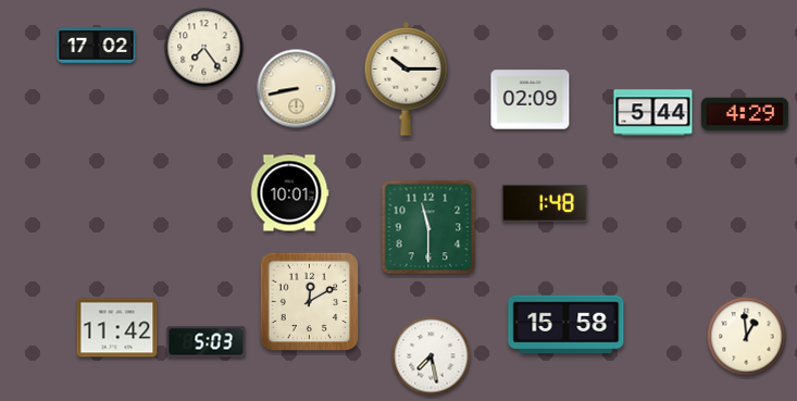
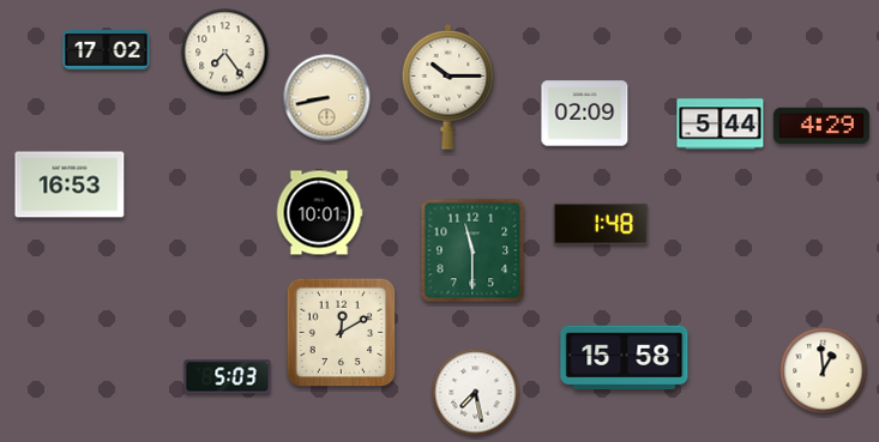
clock at (531, 100) position: (531, 100) -> (585, 114)
clock at (70, 184): none -> 16:53
clock at (117, 328): 11:42 -> none
